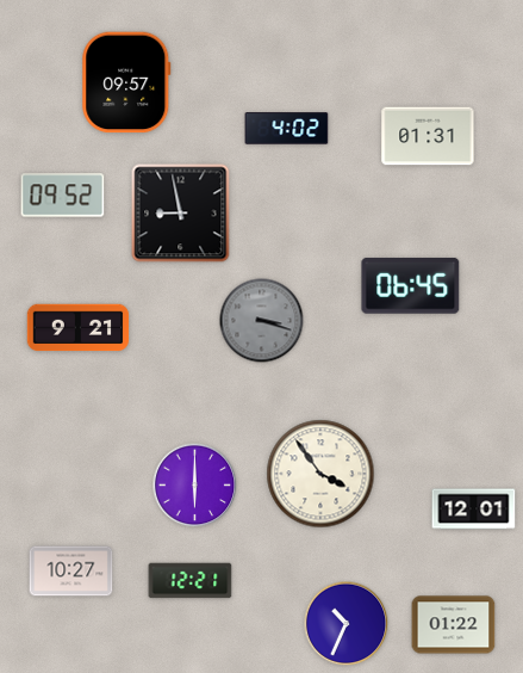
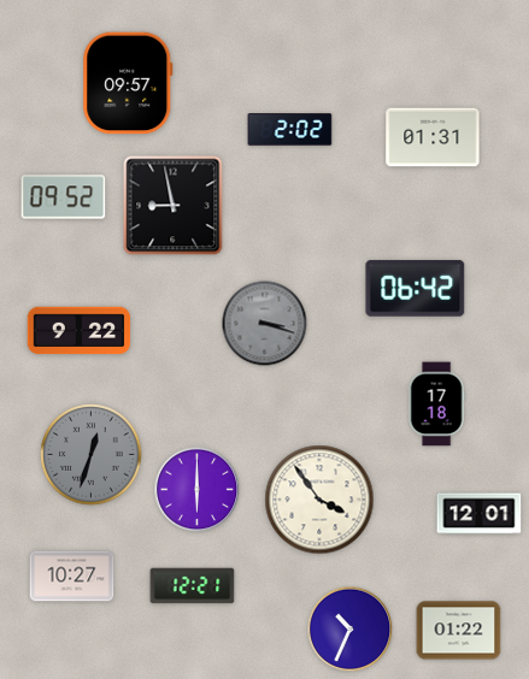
clock at (287, 129): 4:02 -> 2:02
clock at (181, 214) position: (181, 214) -> (174, 206)
clock at (411, 285): 06:45 -> 06:42
clock at (79, 328): 9:21 -> 9:22
clock at (436, 405): none -> 17:18
clock at (92, 455): none -> 12:33
clock at (320, 474) position: (320, 474) -> (319, 500)
